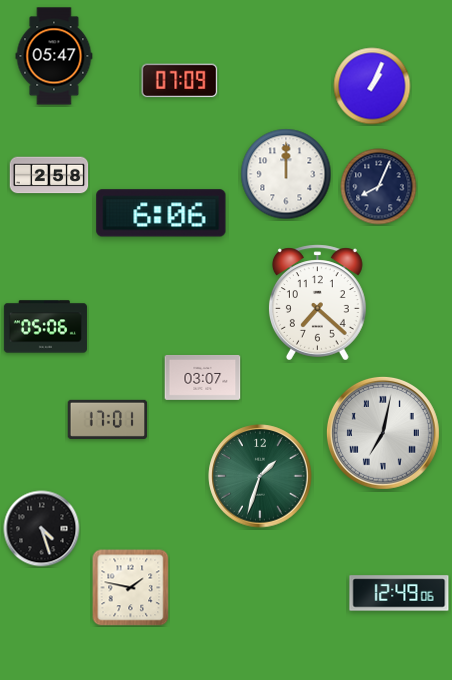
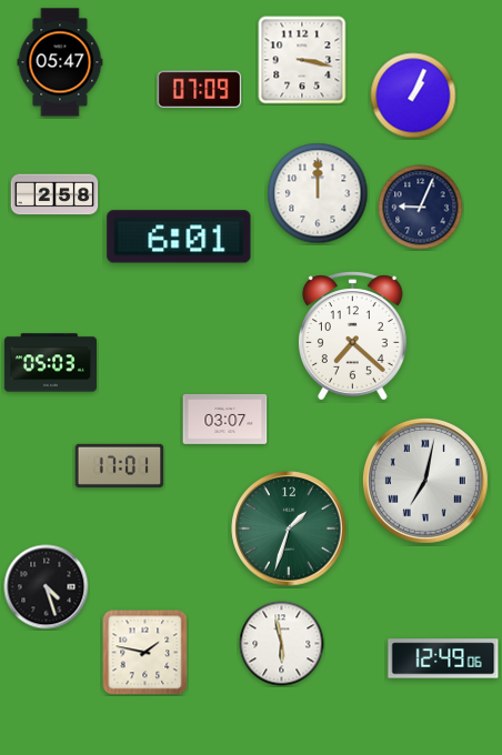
clock at (302, 60): none -> 3:17
clock at (379, 187): 8:04 -> 9:04
clock at (161, 213): 6:06 -> 6:01
clock at (45, 327): 05:06 -> 05:03
clock at (282, 644): none -> 5:58
